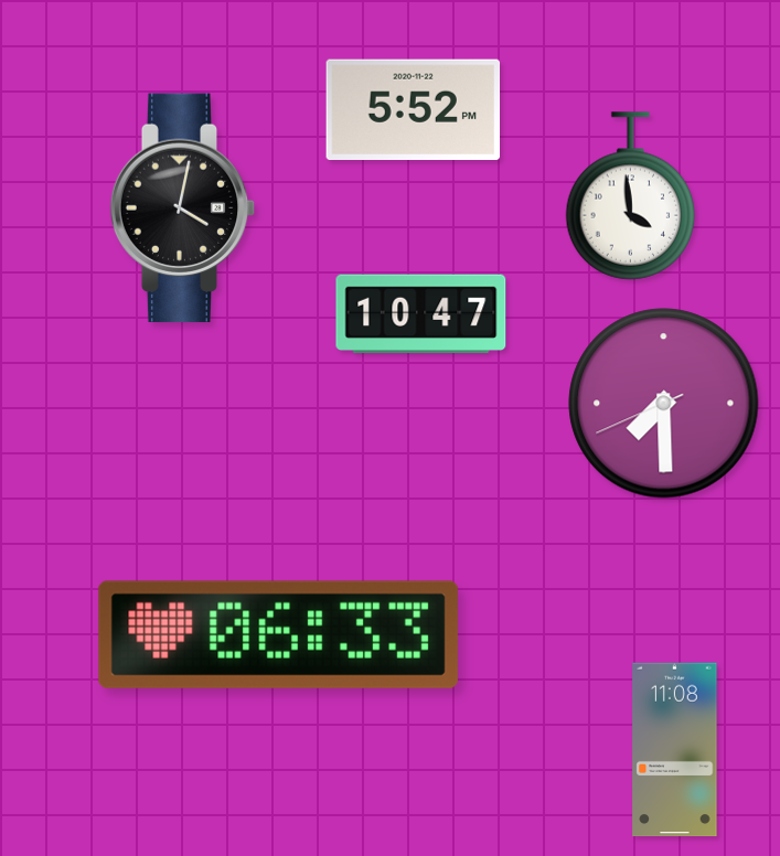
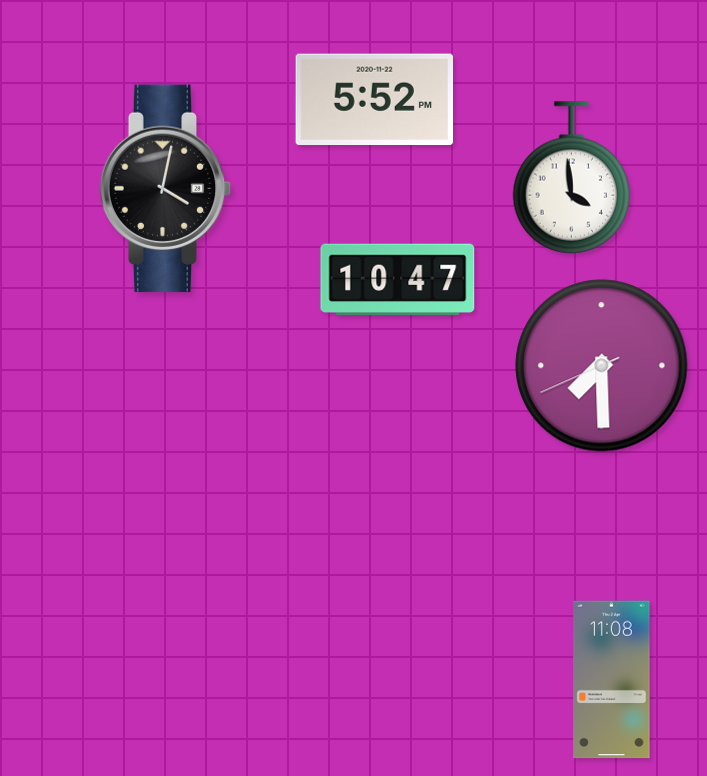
clock at (421, 314) position: (421, 314) -> (398, 280)
clock at (278, 634): 06:33 -> none
